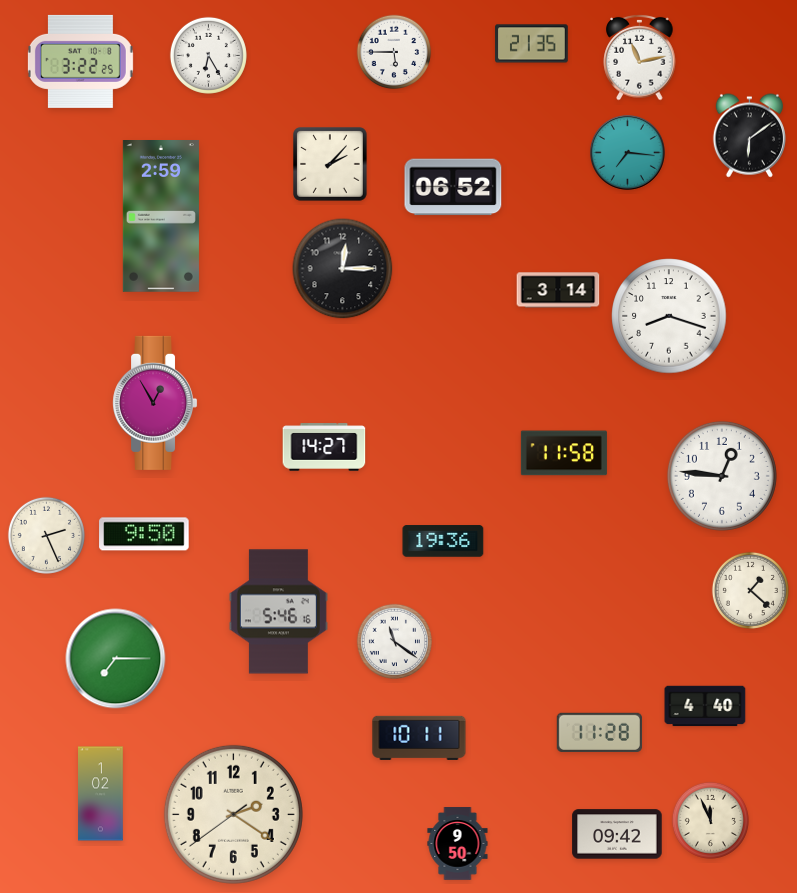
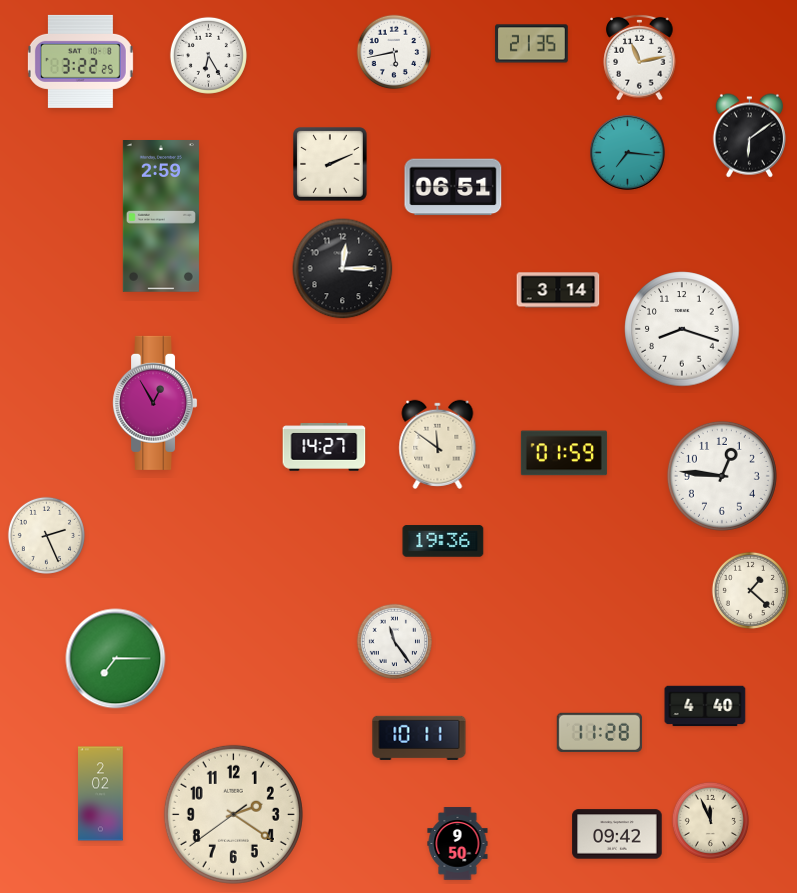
clock at (394, 52): 5:45 -> 5:43
clock at (330, 164): 2:07 -> 2:11
clock at (453, 187): 06:52 -> 06:51
clock at (669, 316) position: (669, 316) -> (682, 329)
clock at (438, 444): none -> 11:51
clock at (564, 453): 11:58 -> 01:59
clock at (144, 534): 9:50 -> none
clock at (278, 612): 5:46 -> none
clock at (394, 641): 11:21 -> 11:24
clock at (101, 794): 1:02 -> 2:02
